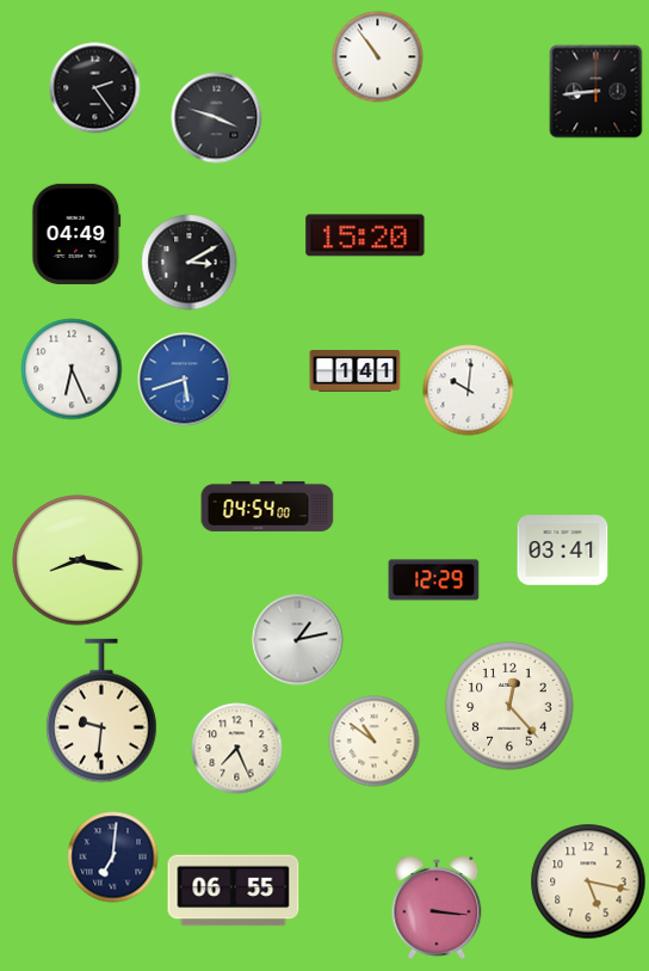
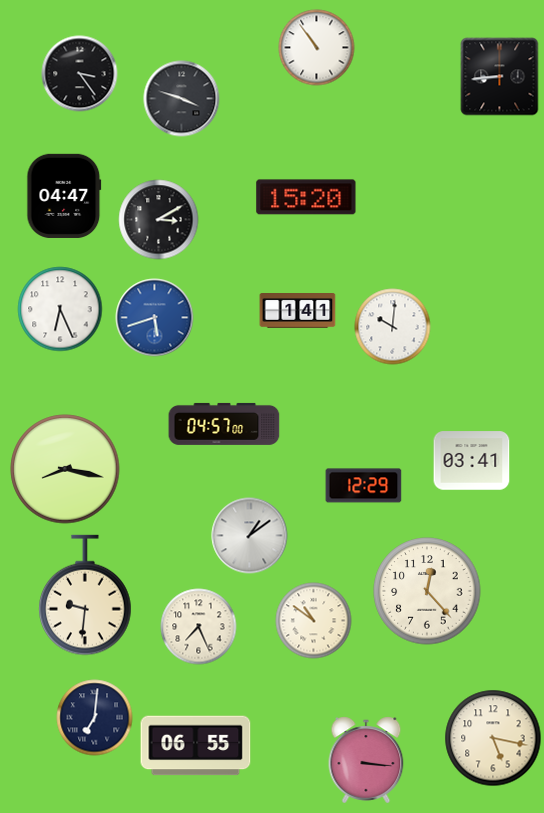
clock at (95, 88): 2:24 -> 3:24
clock at (76, 234): 04:49 -> 04:47
clock at (267, 506): 04:54 -> 04:57
clock at (298, 640): 1:13 -> 1:09
